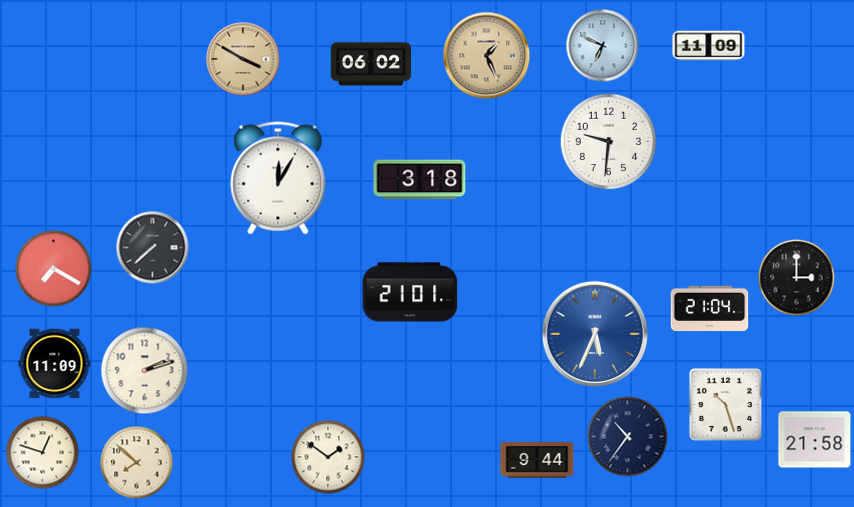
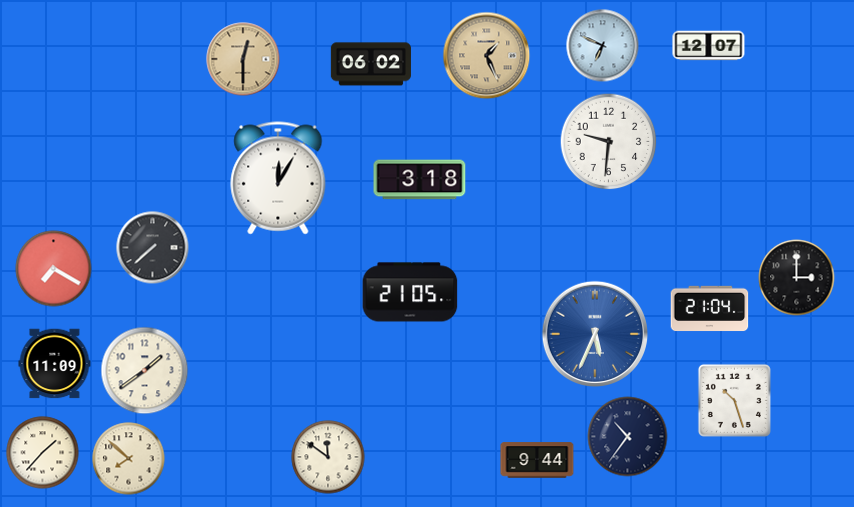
clock at (709, 46): 11:09 -> 12:07
clock at (243, 59): 3:50 -> 12:30
clock at (410, 292): 21:01 -> 21:05
clock at (145, 371): 2:12 -> 1:39
clock at (725, 404) position: (725, 404) -> (734, 400)
clock at (815, 440): 21:58 -> none
clock at (43, 453): 12:48 -> 1:37
clock at (328, 457): 1:51 -> 11:51
clock at (137, 463) position: (137, 463) -> (129, 459)
